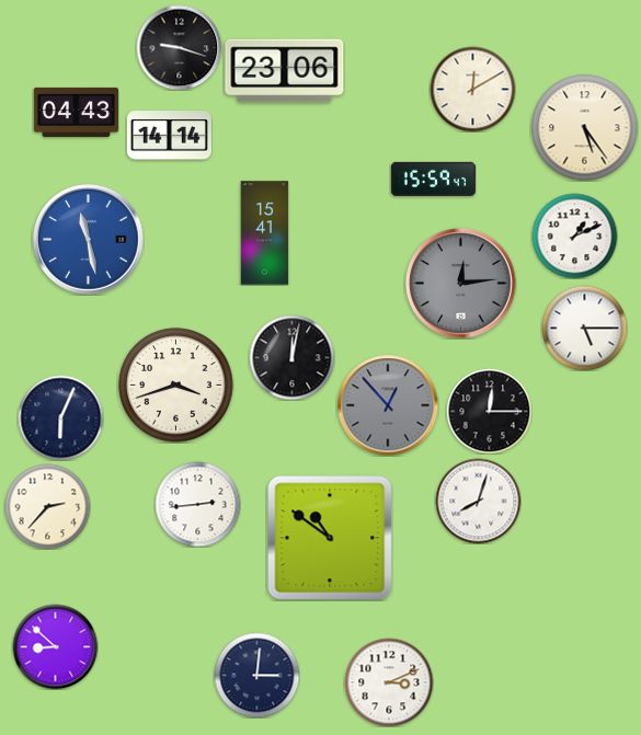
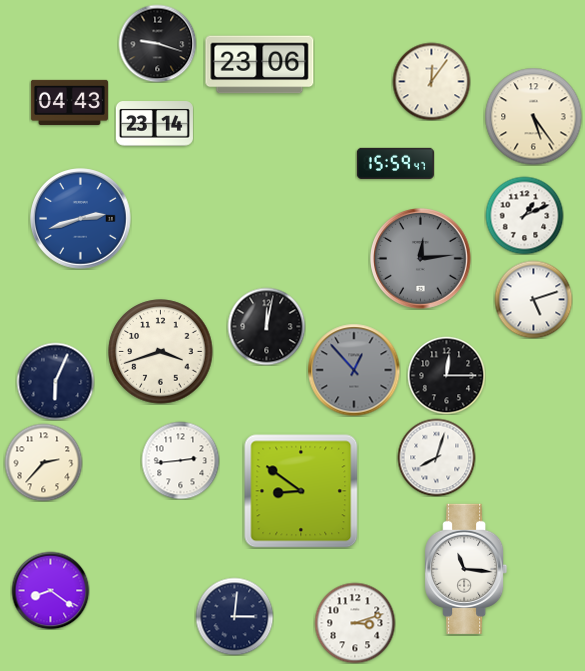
clock at (179, 47) position: (179, 47) -> (157, 43)
clock at (472, 89): 12:10 -> 12:06
clock at (169, 136): 14:14 -> 23:14
clock at (265, 233): 15:41 -> none
clock at (89, 240): 11:28 -> 2:42
clock at (584, 328): 5:15 -> 5:12
clock at (330, 538): 10:51 -> 8:51
clock at (466, 569): none -> 11:16
clock at (55, 646): 8:52 -> 8:21
clock at (389, 682): 3:11 -> 3:12
